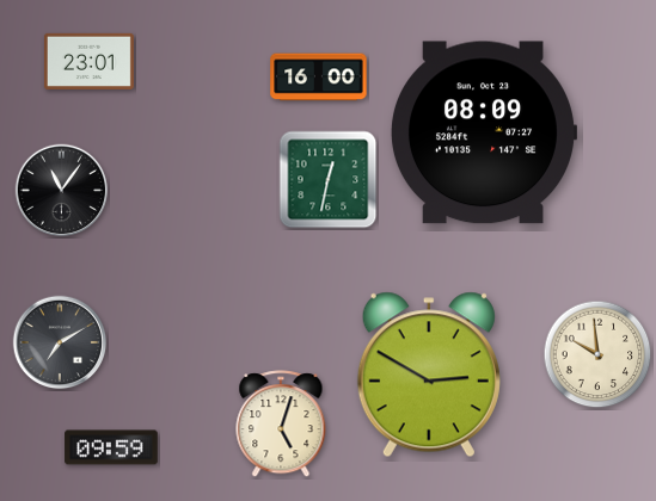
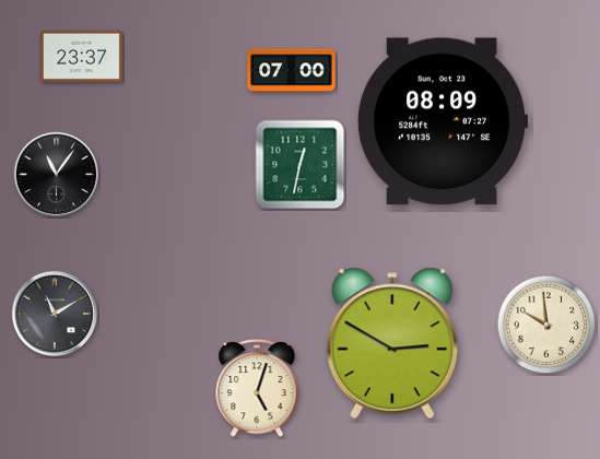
clock at (88, 61): 23:01 -> 23:37
clock at (319, 78): 16:00 -> 07:00
clock at (60, 342): 7:10 -> 11:10
clock at (111, 447): 09:59 -> none
